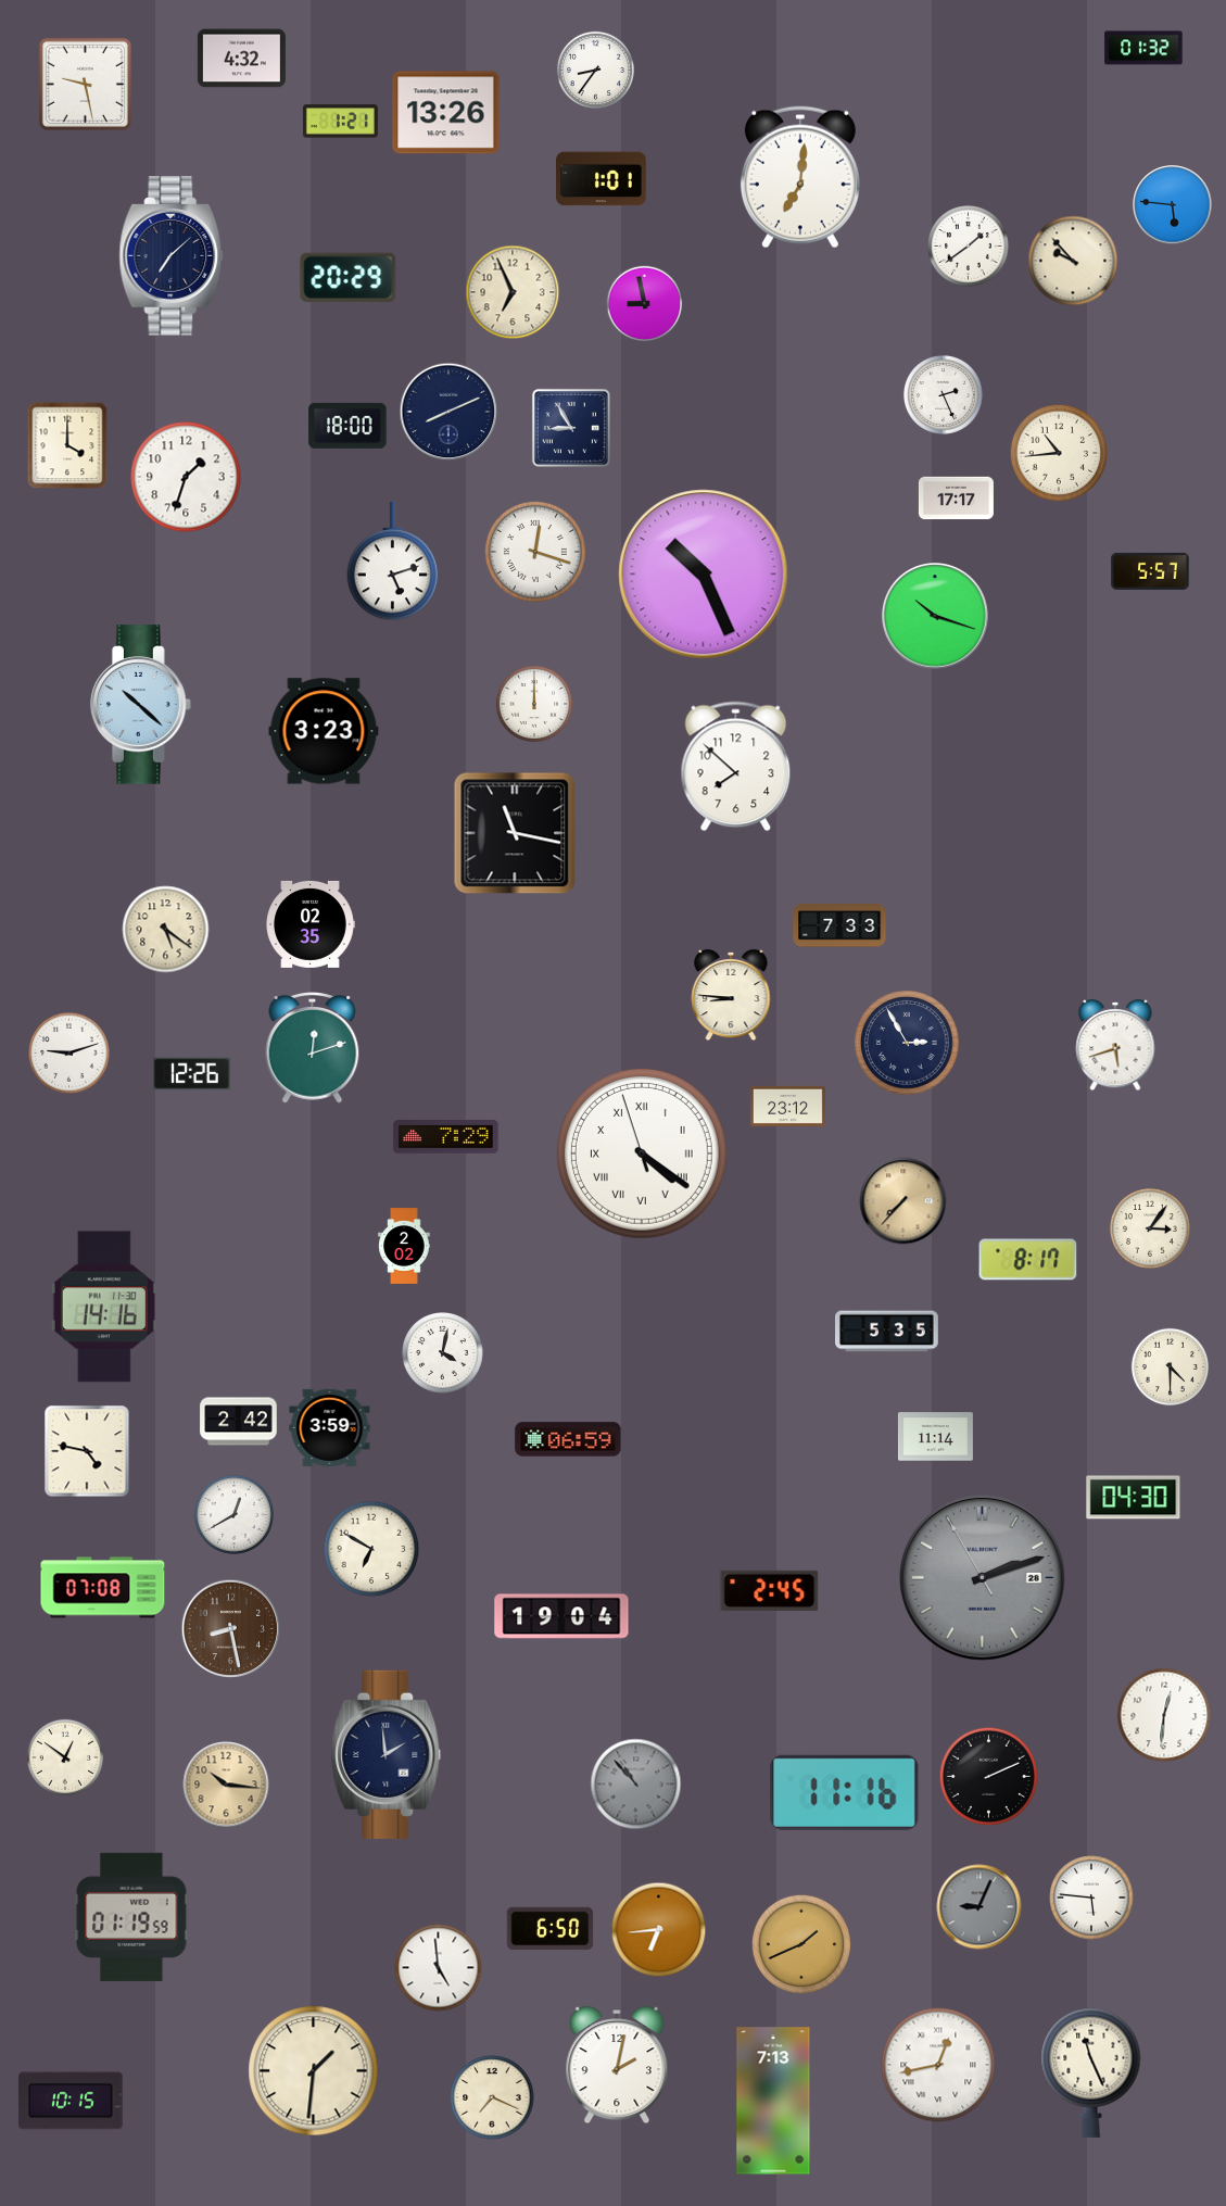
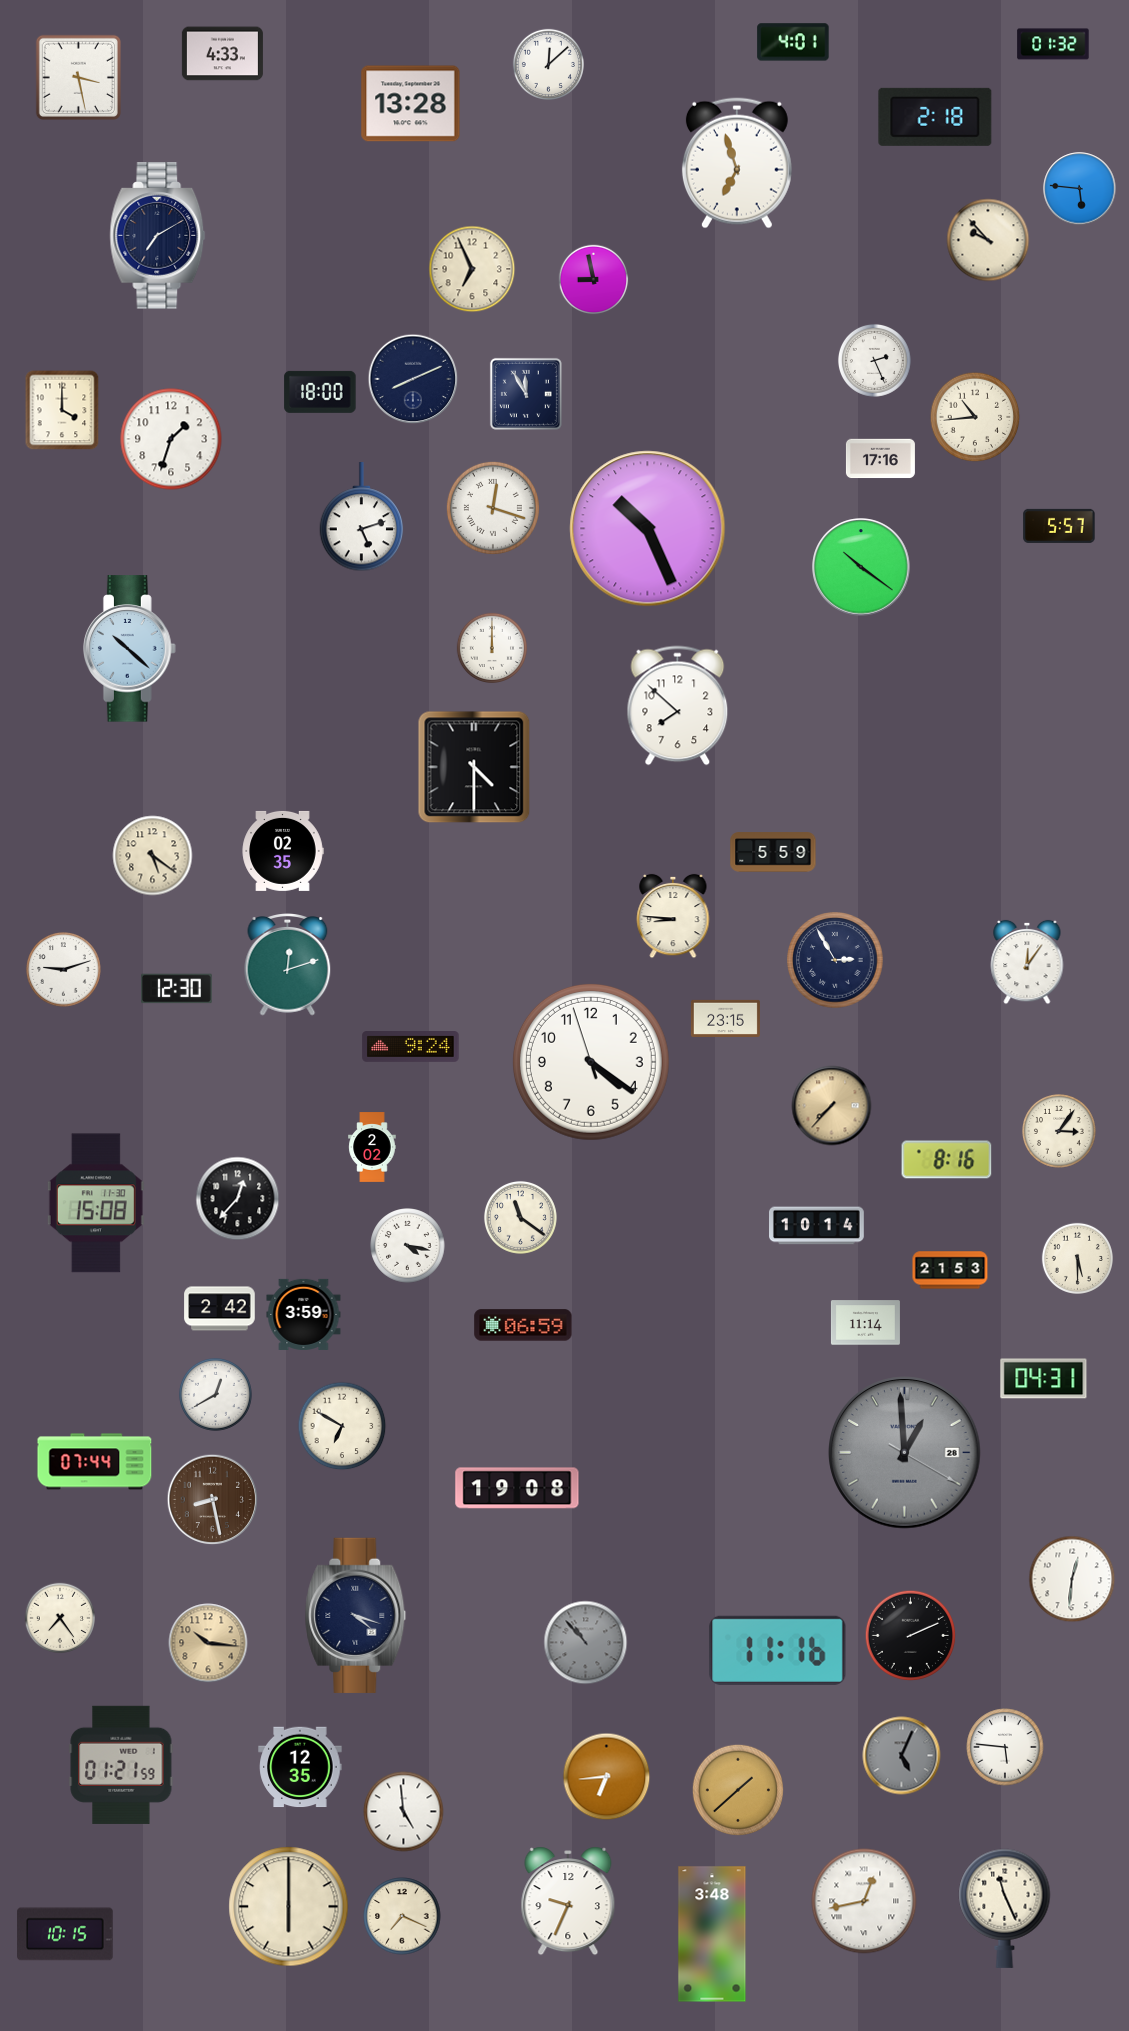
clock at (793, 42): none -> 4:01
clock at (241, 59): 4:32 -> 4:33
clock at (595, 70): 8:36 -> 12:08
clock at (85, 84): 9:28 -> 3:28
clock at (446, 113): 13:26 -> 13:28
clock at (340, 122): 1:21 -> none
clock at (935, 117): none -> 2:18
clock at (800, 177): 7:01 -> 6:57
clock at (602, 179): 1:01 -> none
clock at (969, 247): 1:39 -> none
clock at (172, 256): 7:08 -> 7:10
clock at (349, 277): 20:29 -> none
clock at (943, 394) position: (943, 394) -> (874, 360)
clock at (571, 428): 8:55 -> 11:55
clock at (956, 499): 17:17 -> 17:16
clock at (935, 616): 10:18 -> 10:21
clock at (324, 731): 3:23 -> none
clock at (515, 833): 11:17 -> 4:30
clock at (311, 924) position: (311, 924) -> (283, 851)
clock at (839, 925): 7:33 -> 5:59
clock at (1115, 1045): 5:42 -> 12:06
clock at (192, 1074): 12:26 -> 12:30
clock at (787, 1106): 23:12 -> 23:15
clock at (446, 1137): 7:29 -> 9:24
clock at (642, 1154) numerals: Roman -> Arabic
clock at (1028, 1260): 8:17 -> 8:16
clock at (238, 1199): none -> 12:37
clock at (104, 1307): 14:16 -> 15:08
clock at (520, 1217): none -> 11:21
clock at (887, 1332): 5:35 -> 10:14
clock at (443, 1353): 4:02 -> 4:17
clock at (1170, 1366): 4:30 -> 5:30
clock at (950, 1270): none -> 21:53
clock at (935, 1437) position: (935, 1437) -> (865, 1323)
clock at (87, 1451): 4:47 -> none
clock at (1134, 1498): 04:30 -> 04:31
clock at (983, 1578): 2:11 -> 12:59
clock at (103, 1588): 07:08 -> 07:44
clock at (770, 1590): 2:45 -> none
clock at (561, 1616): 19:04 -> 19:08
clock at (387, 1754): 1:59 -> 4:18
clock at (64, 1756): 12:51 -> 7:24
clock at (979, 1907): 9:04 -> 5:04
clock at (131, 1917): 01:19 -> 01:21
clock at (300, 1767): none -> 12:35
clock at (551, 1929): 6:50 -> none
clock at (801, 1944): 1:41 -> 1:38
clock at (617, 2065): 2:02 -> 9:34
clock at (314, 2071): 1:31 -> 6:00
clock at (492, 2097) position: (492, 2097) -> (402, 1916)
clock at (773, 2101): 7:13 -> 3:48
